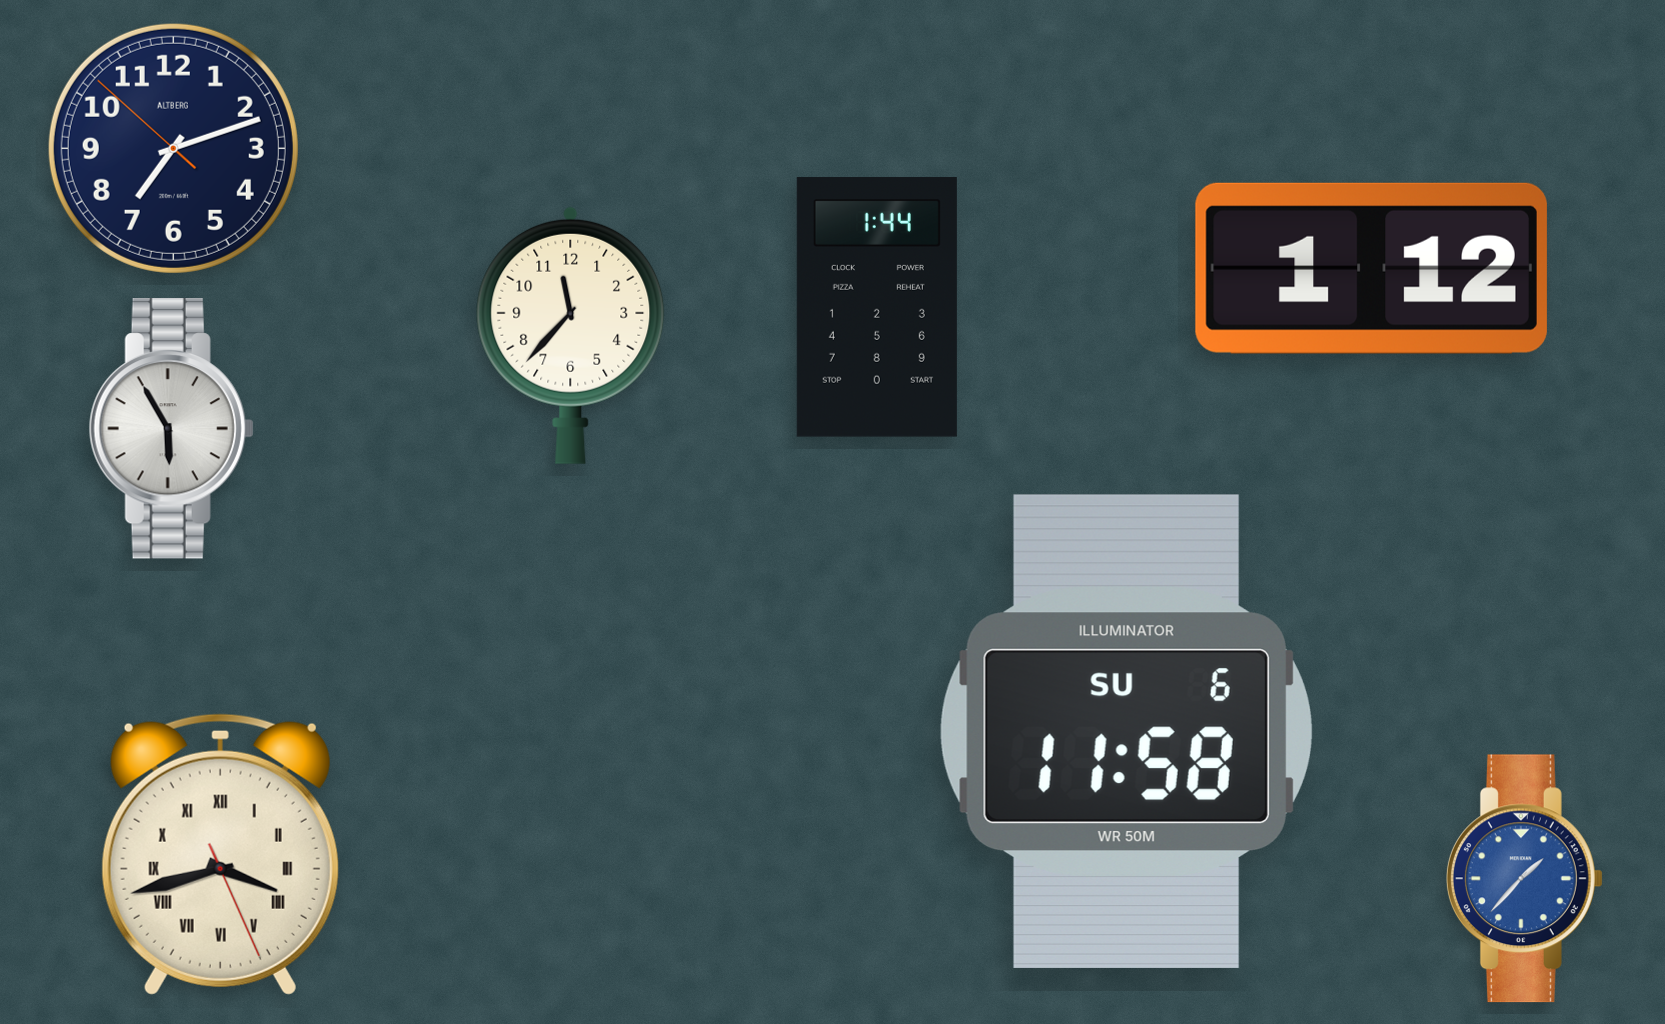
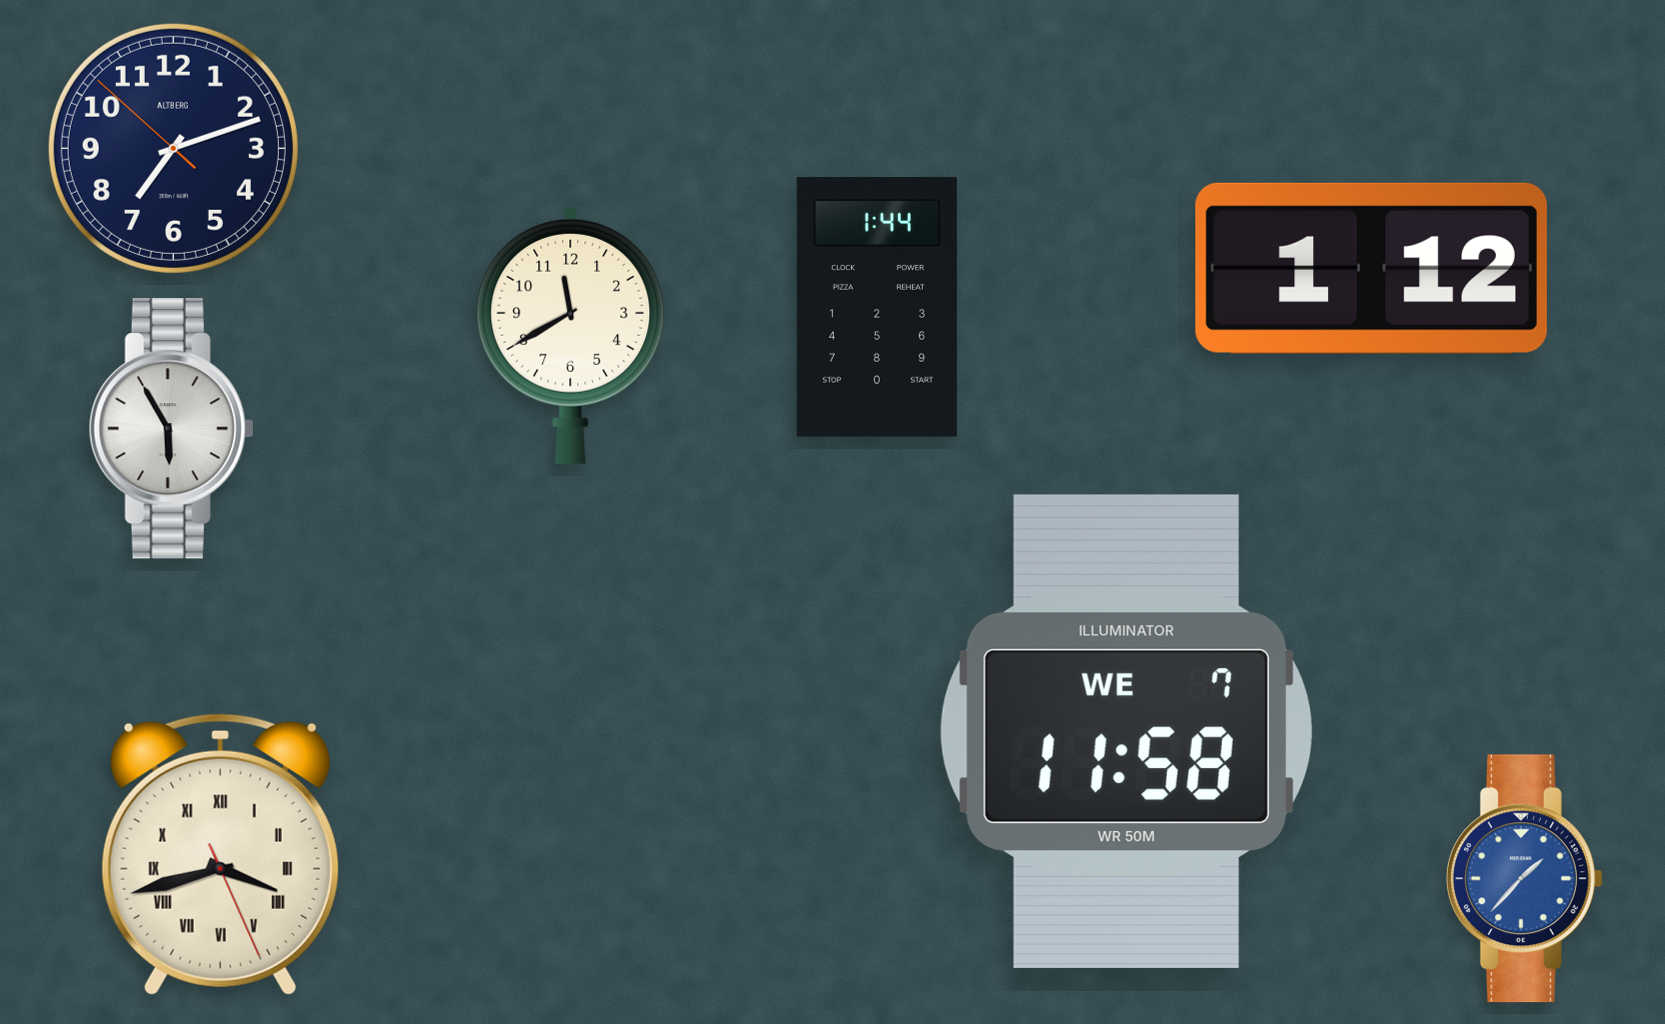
clock at (571, 335): 11:37 -> 11:40
clock at (1126, 731) date: SU 6 -> WE 7
